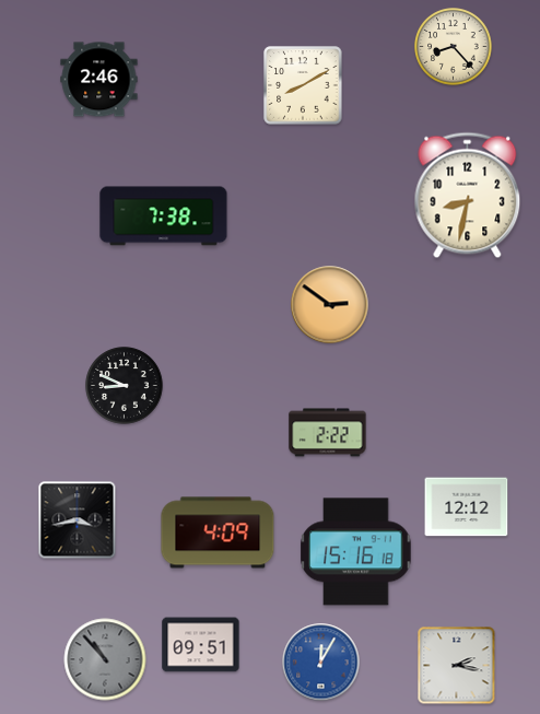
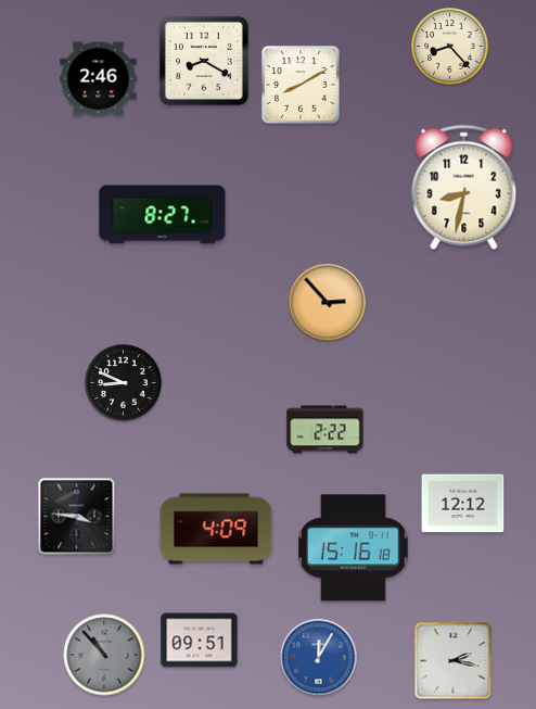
clock at (204, 61): none -> 8:20
clock at (468, 196) position: (468, 196) -> (464, 188)
clock at (164, 216): 7:38 -> 8:27
clock at (330, 305): 2:51 -> 2:53
clock at (78, 520): 3:43 -> 3:46
